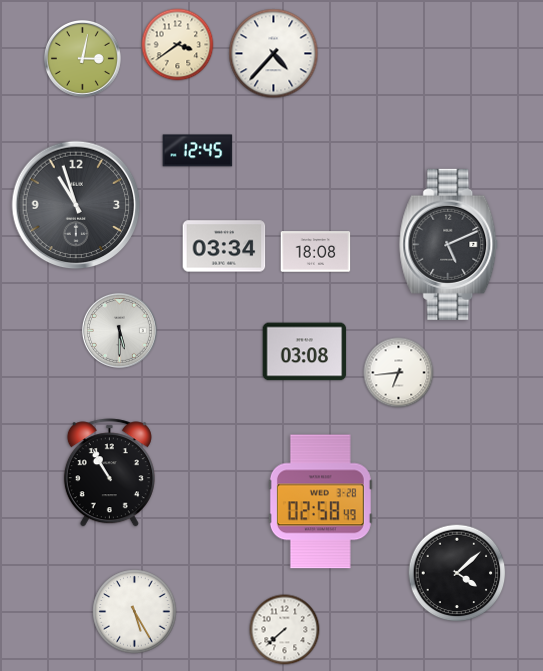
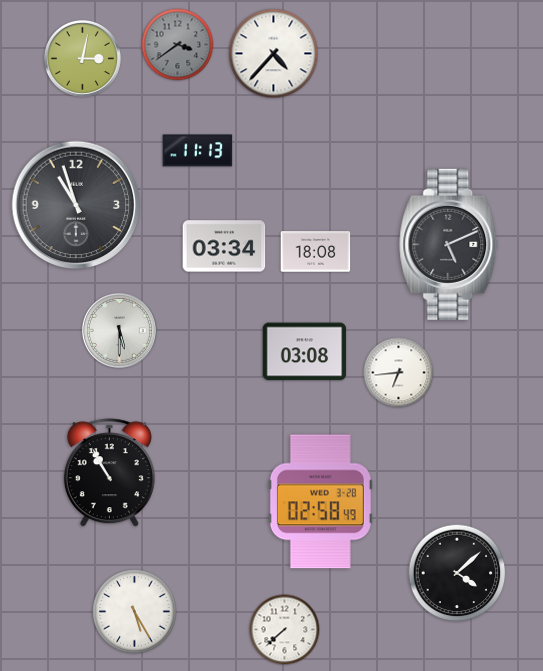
clock at (178, 45) dial: cream -> grey
clock at (198, 151): 12:45 -> 11:13
